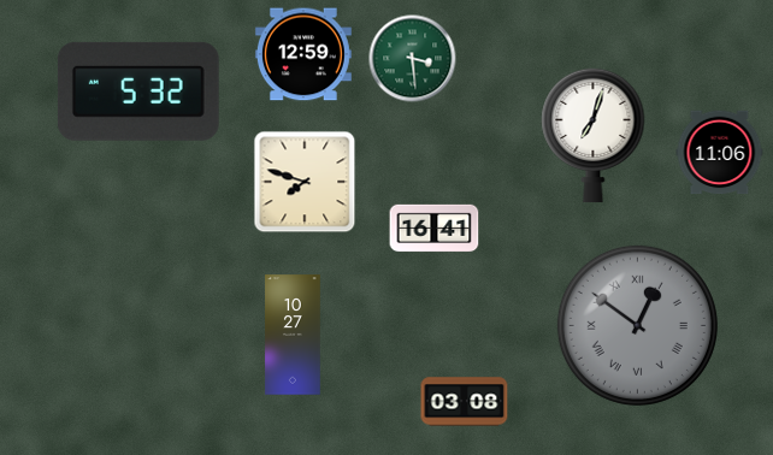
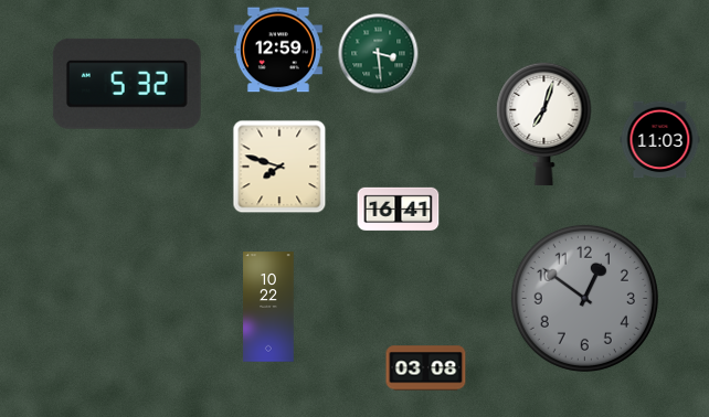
clock at (720, 153): 11:06 -> 11:03
clock at (637, 325) numerals: Roman -> Arabic
clock at (293, 335): 10:27 -> 10:22
